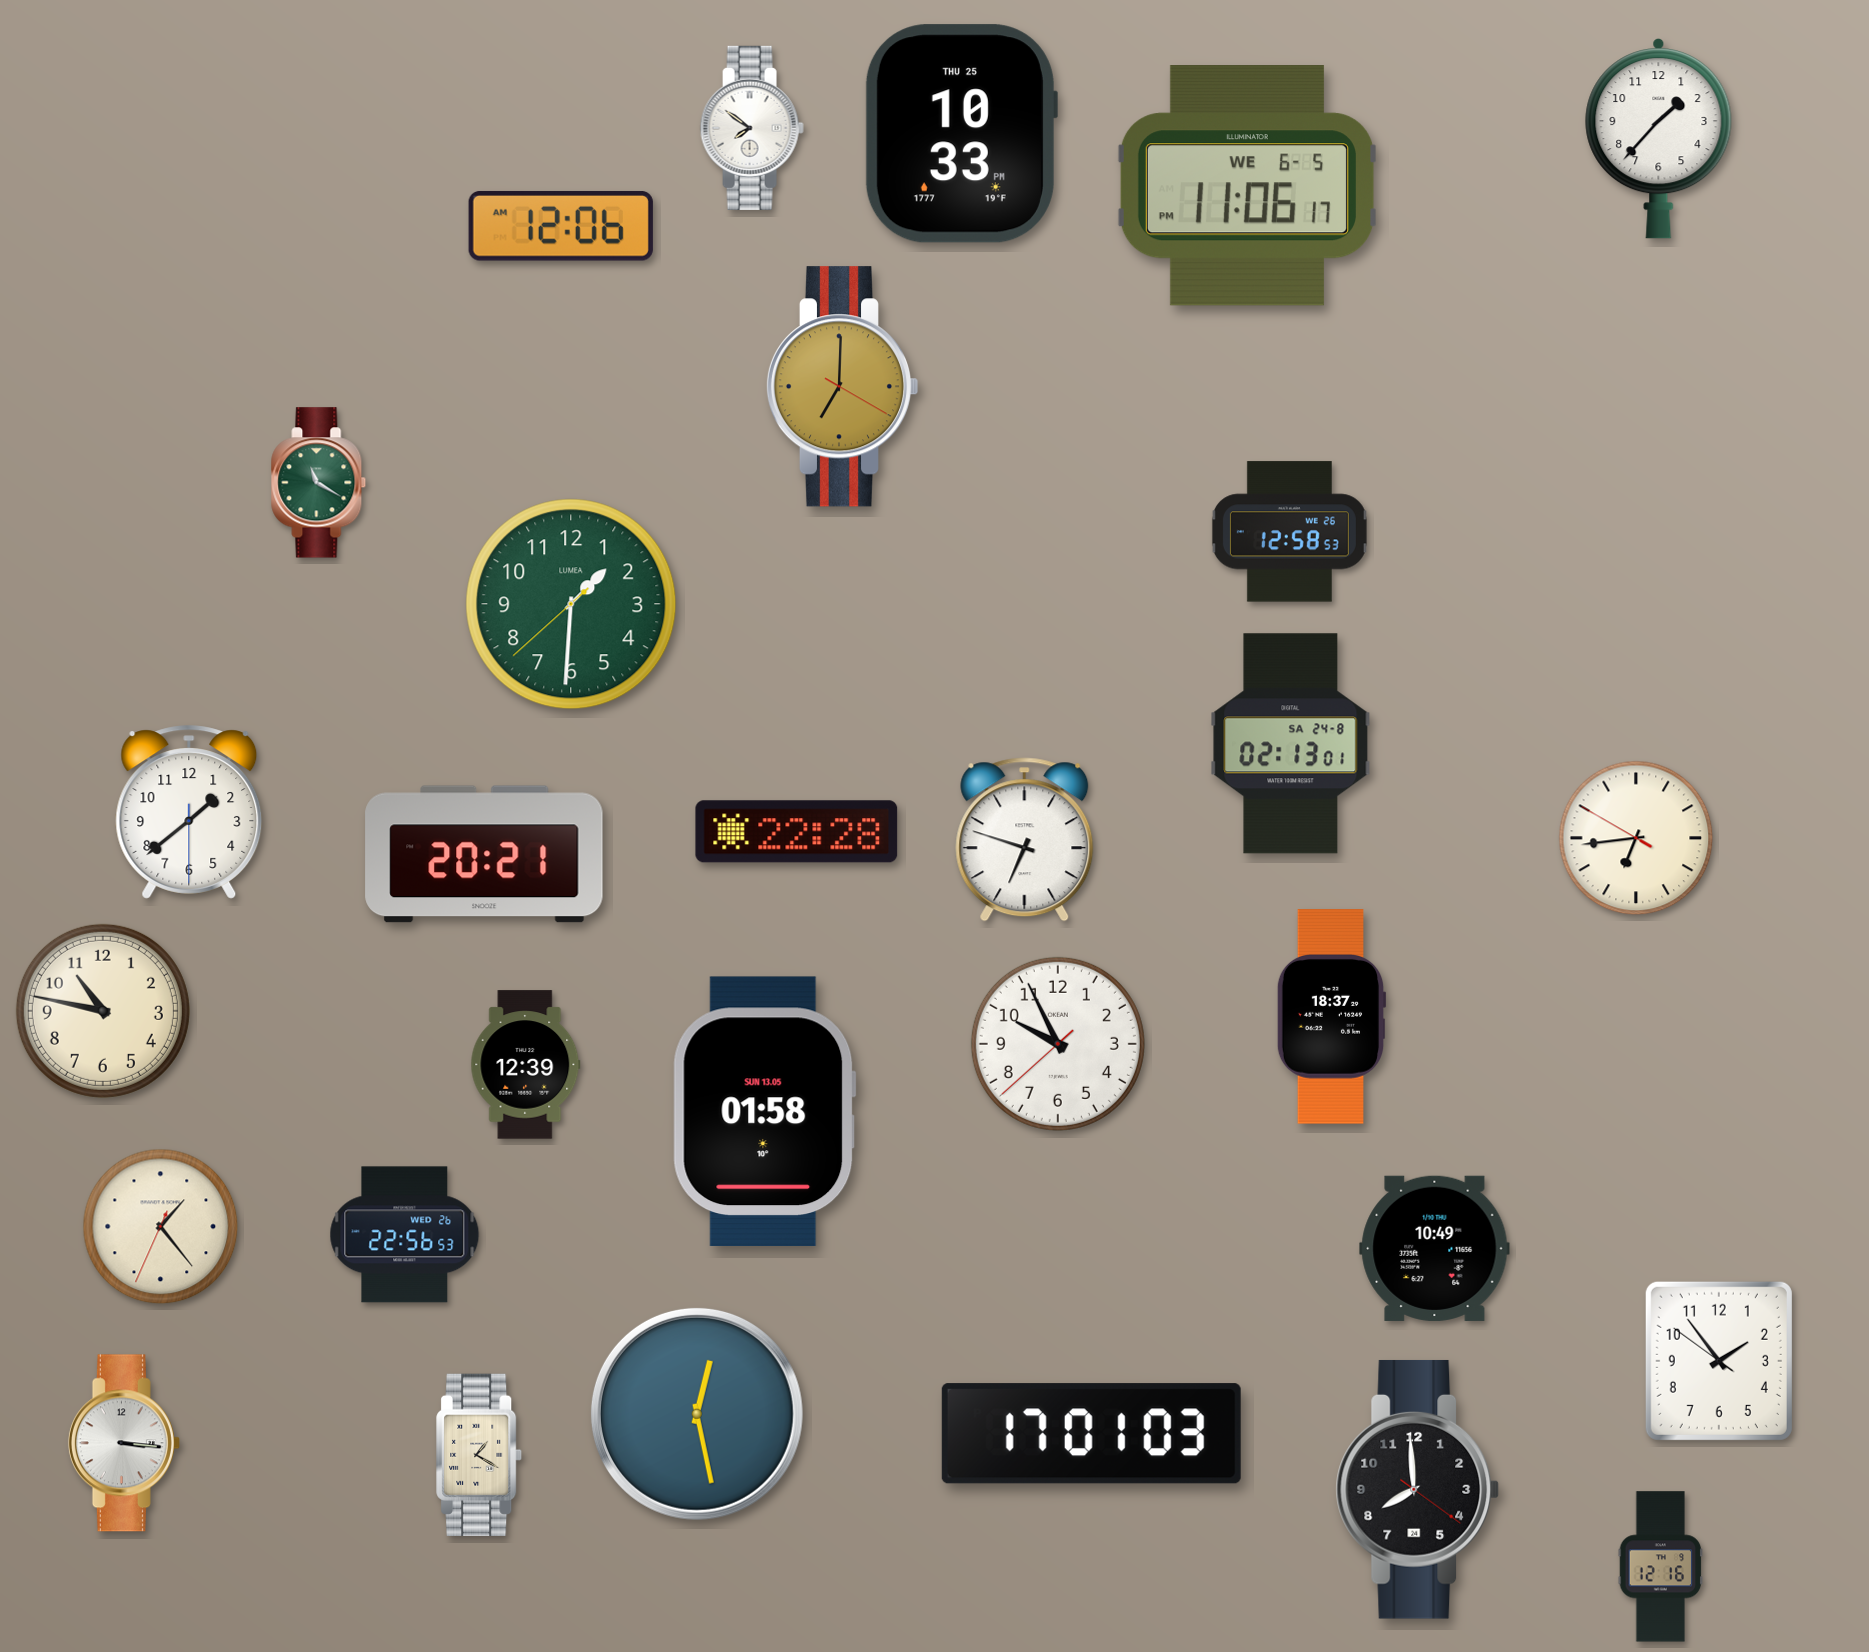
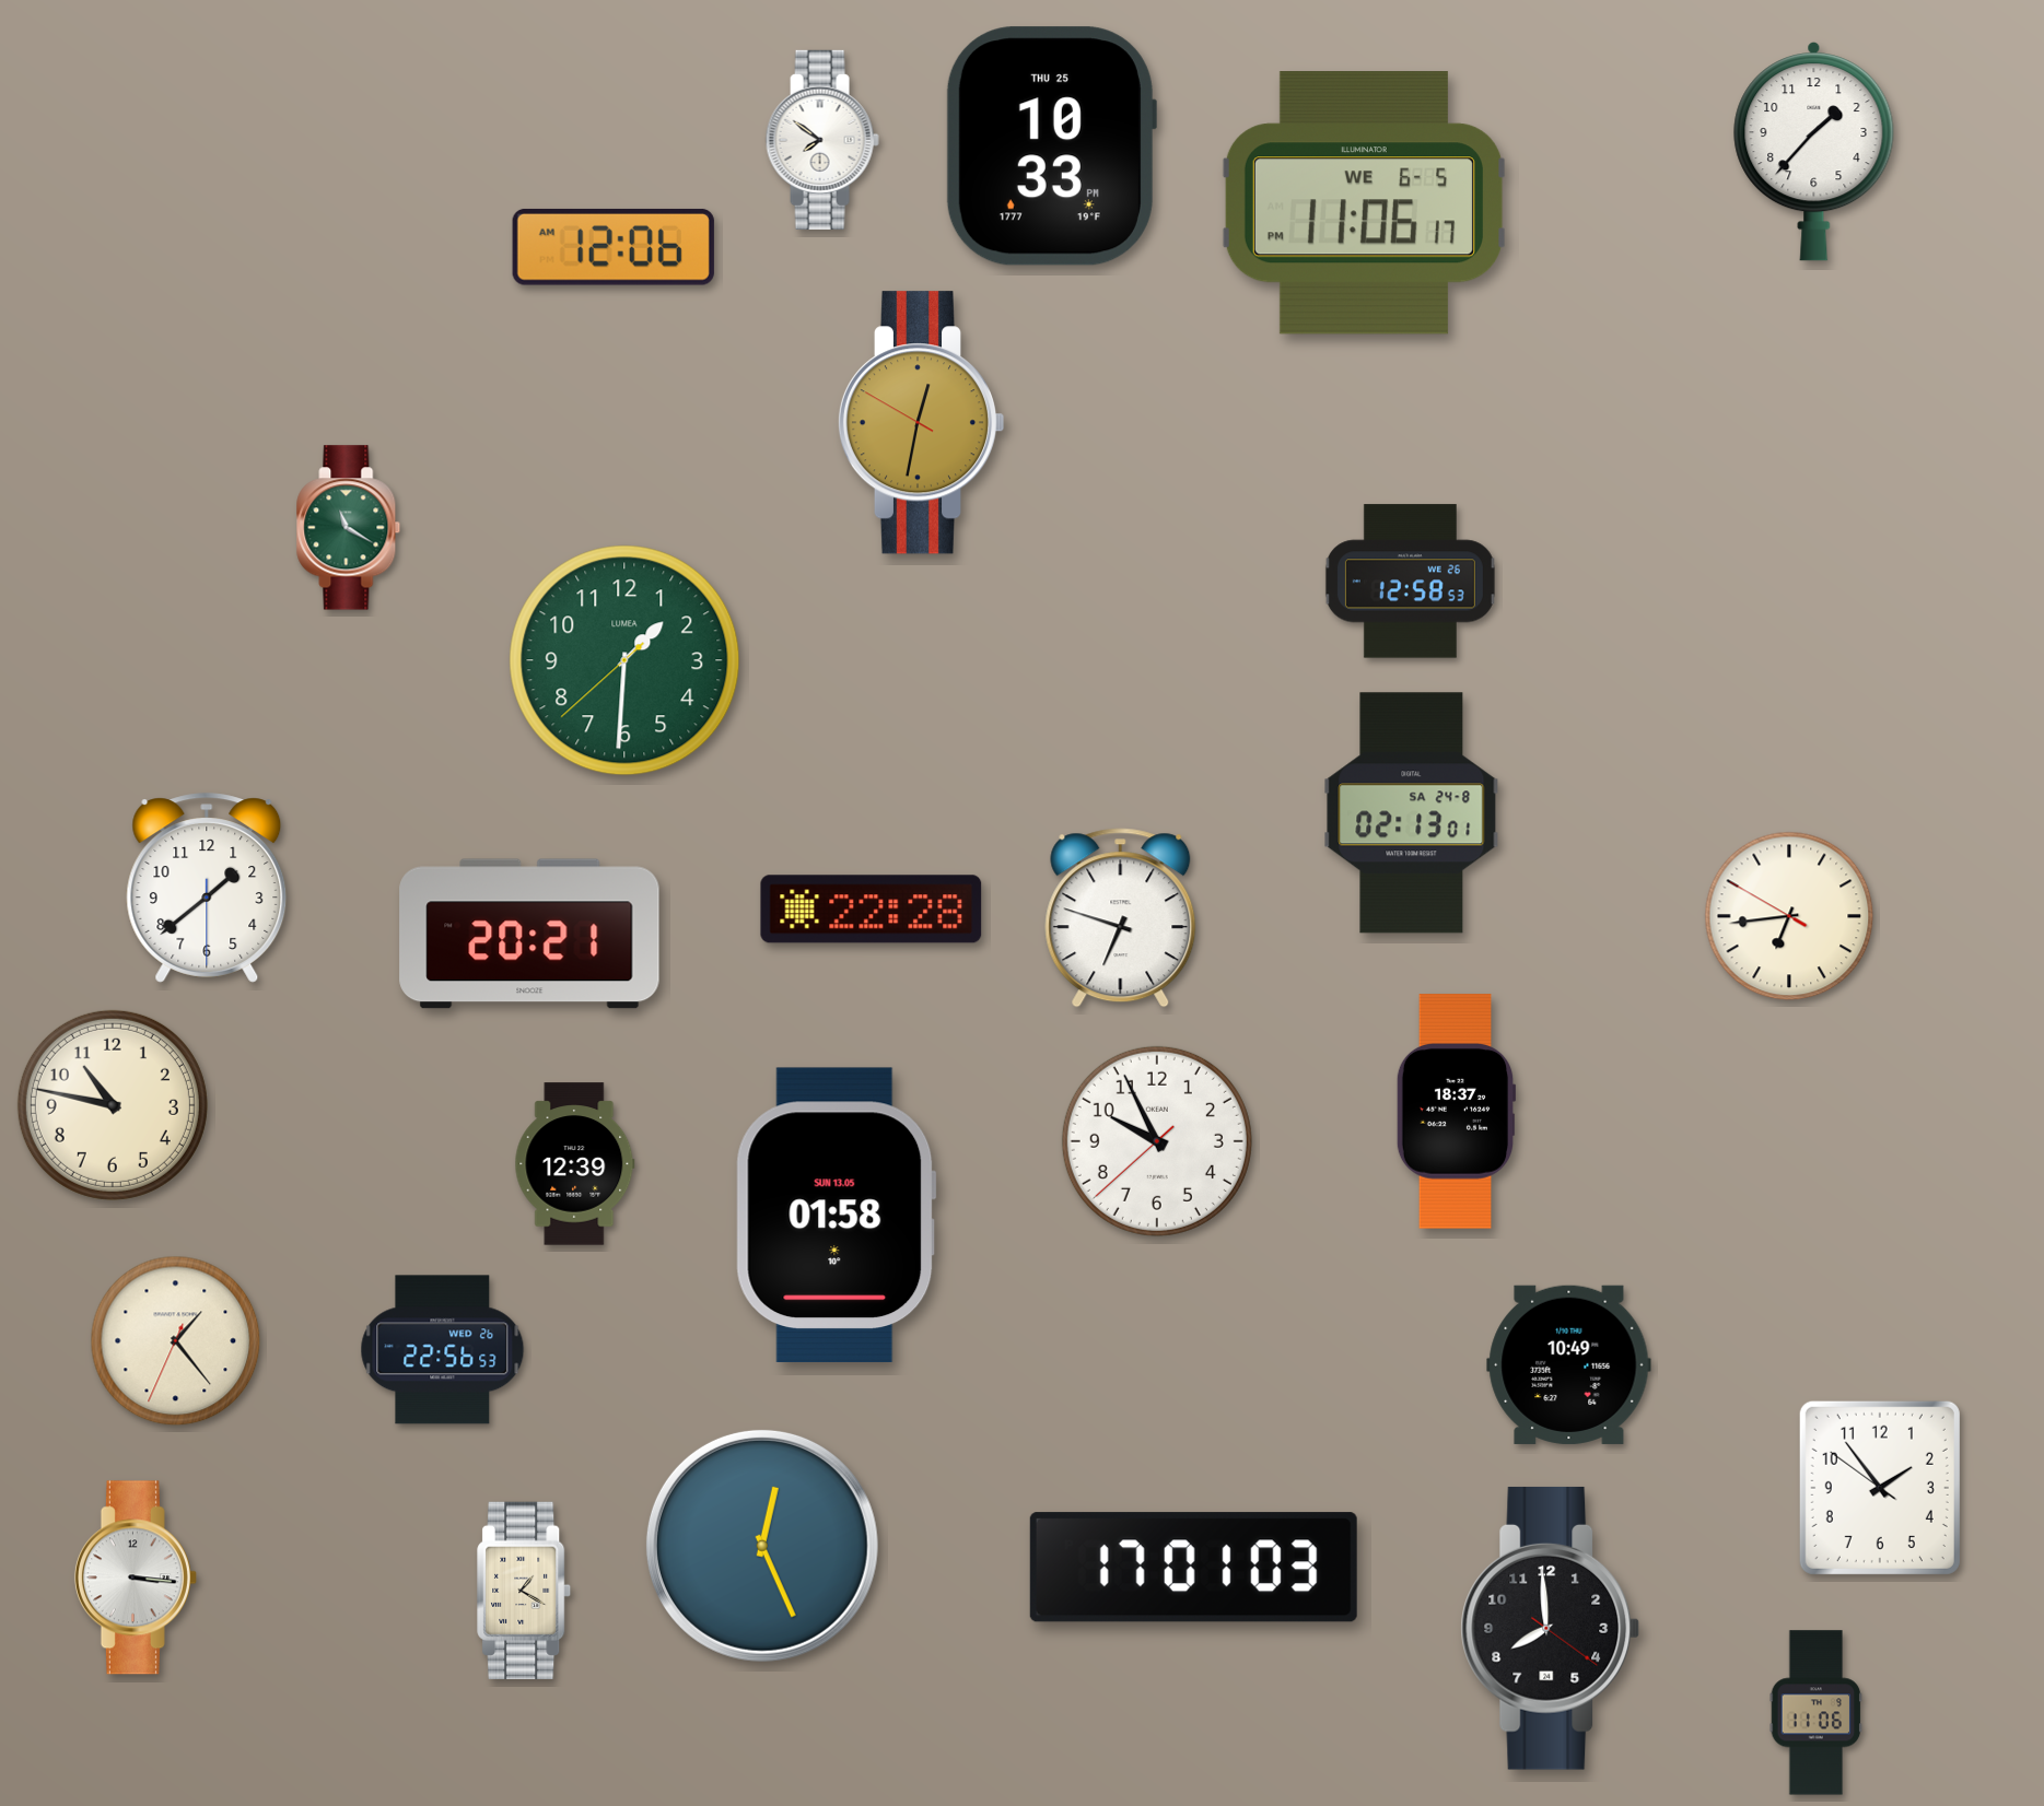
clock at (842, 387): 7:00 -> 12:31
clock at (697, 1414): 12:28 -> 12:26
clock at (1661, 1567): 12:16 -> 11:06
